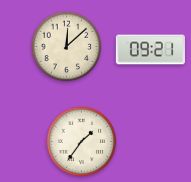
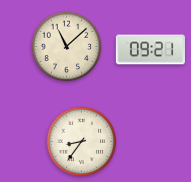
clock at (67, 47): 12:08 -> 11:08
clock at (82, 142): 1:36 -> 8:36
